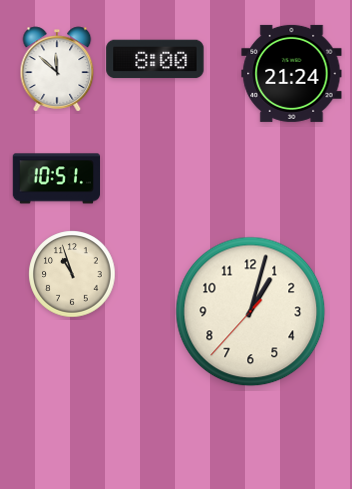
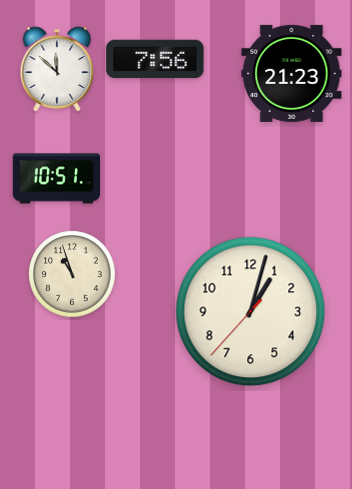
clock at (155, 59): 8:00 -> 7:56
clock at (292, 73): 21:24 -> 21:23
